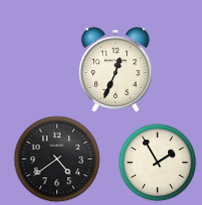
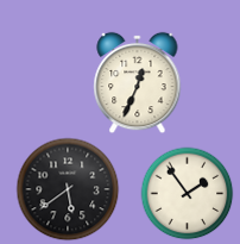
clock at (57, 159): 4:39 -> 5:39
clock at (157, 162): 1:55 -> 1:54
